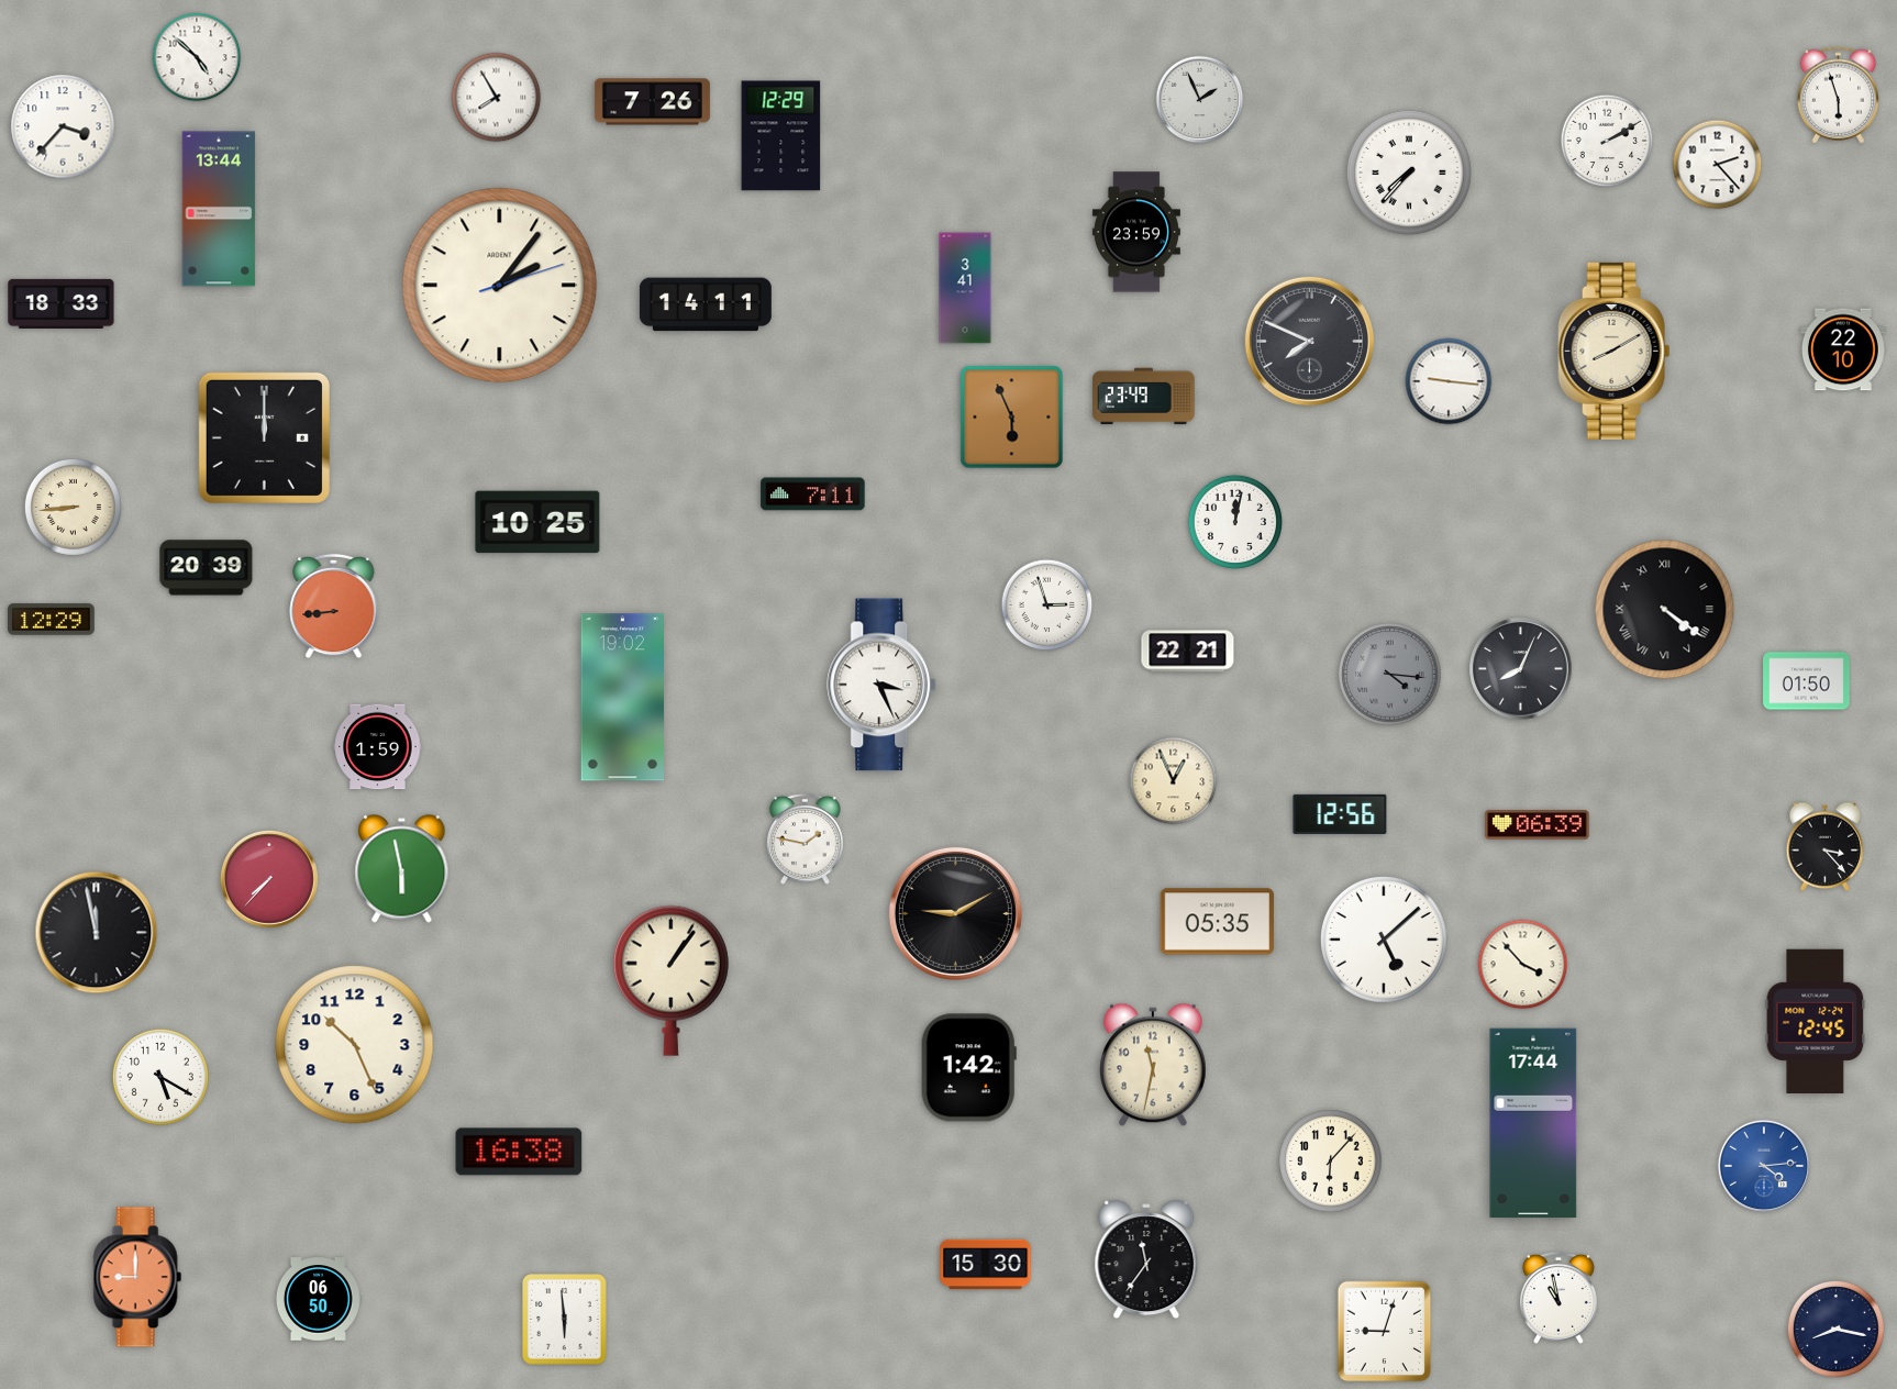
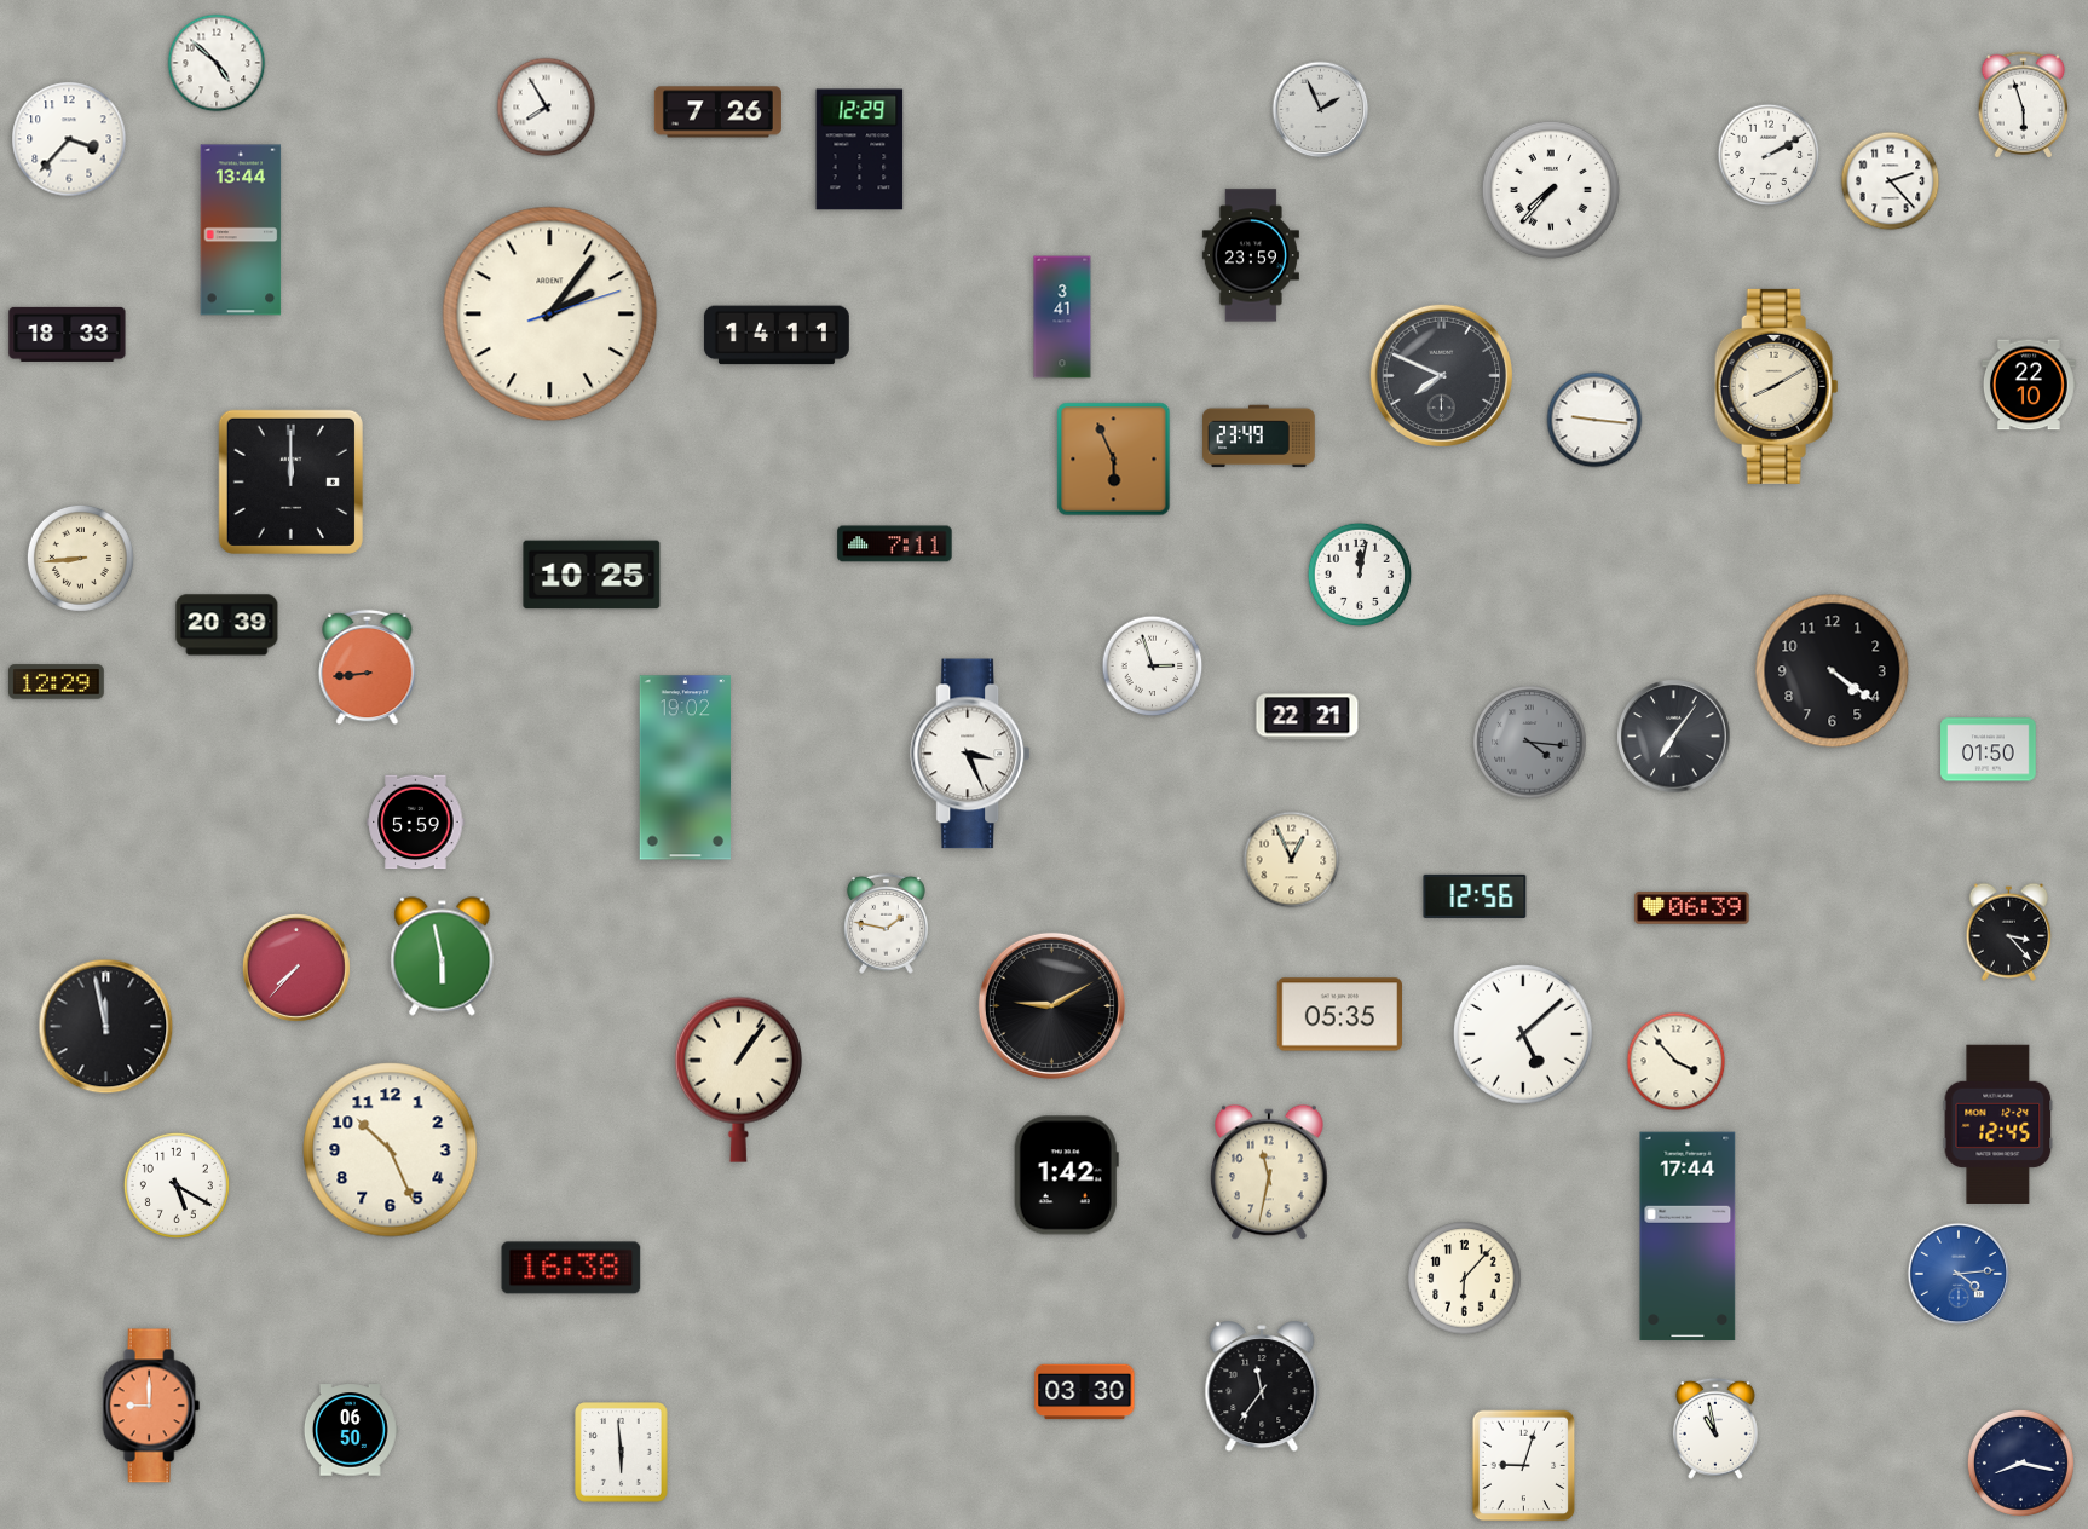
clock at (1665, 610) numerals: Roman -> Arabic
clock at (1521, 669): 8:04 -> 7:06
clock at (378, 747): 1:59 -> 5:59
clock at (1763, 1165) position: (1763, 1165) -> (1957, 1273)
clock at (986, 1265): 15:30 -> 03:30
